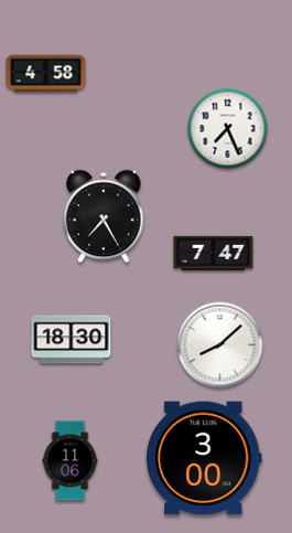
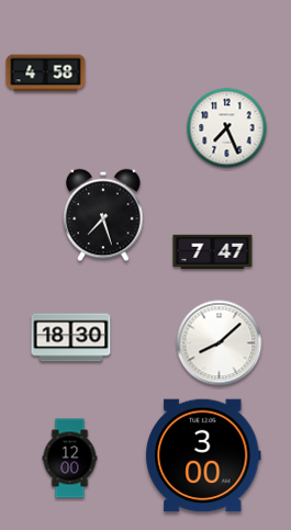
clock at (104, 216): 7:25 -> 7:27
clock at (71, 461): 11:06 -> 12:00
